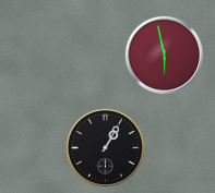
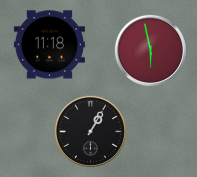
clock at (49, 45): none -> 11:18
clock at (105, 147) position: (105, 147) -> (90, 131)
